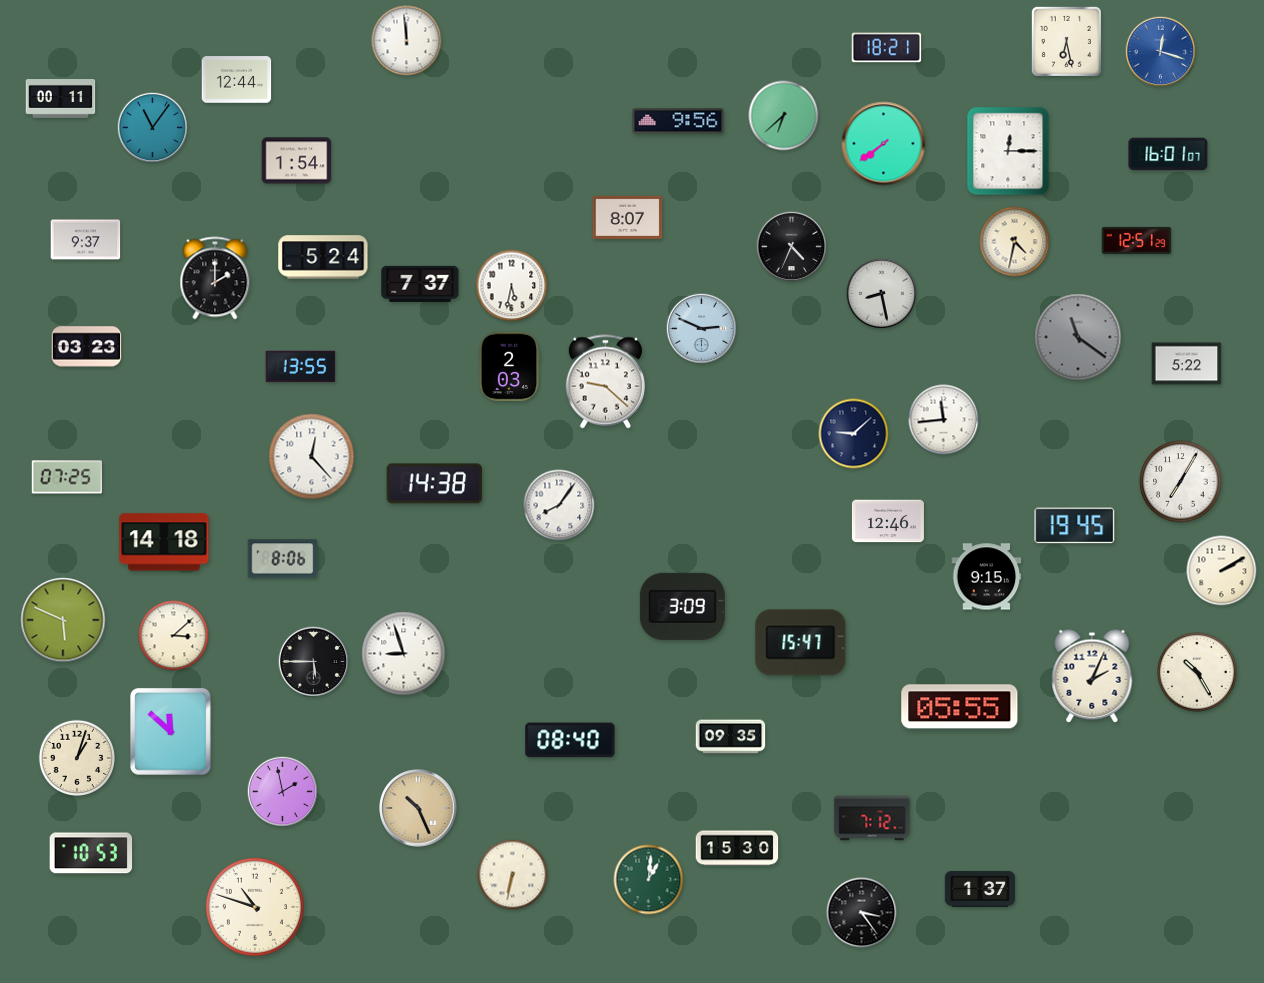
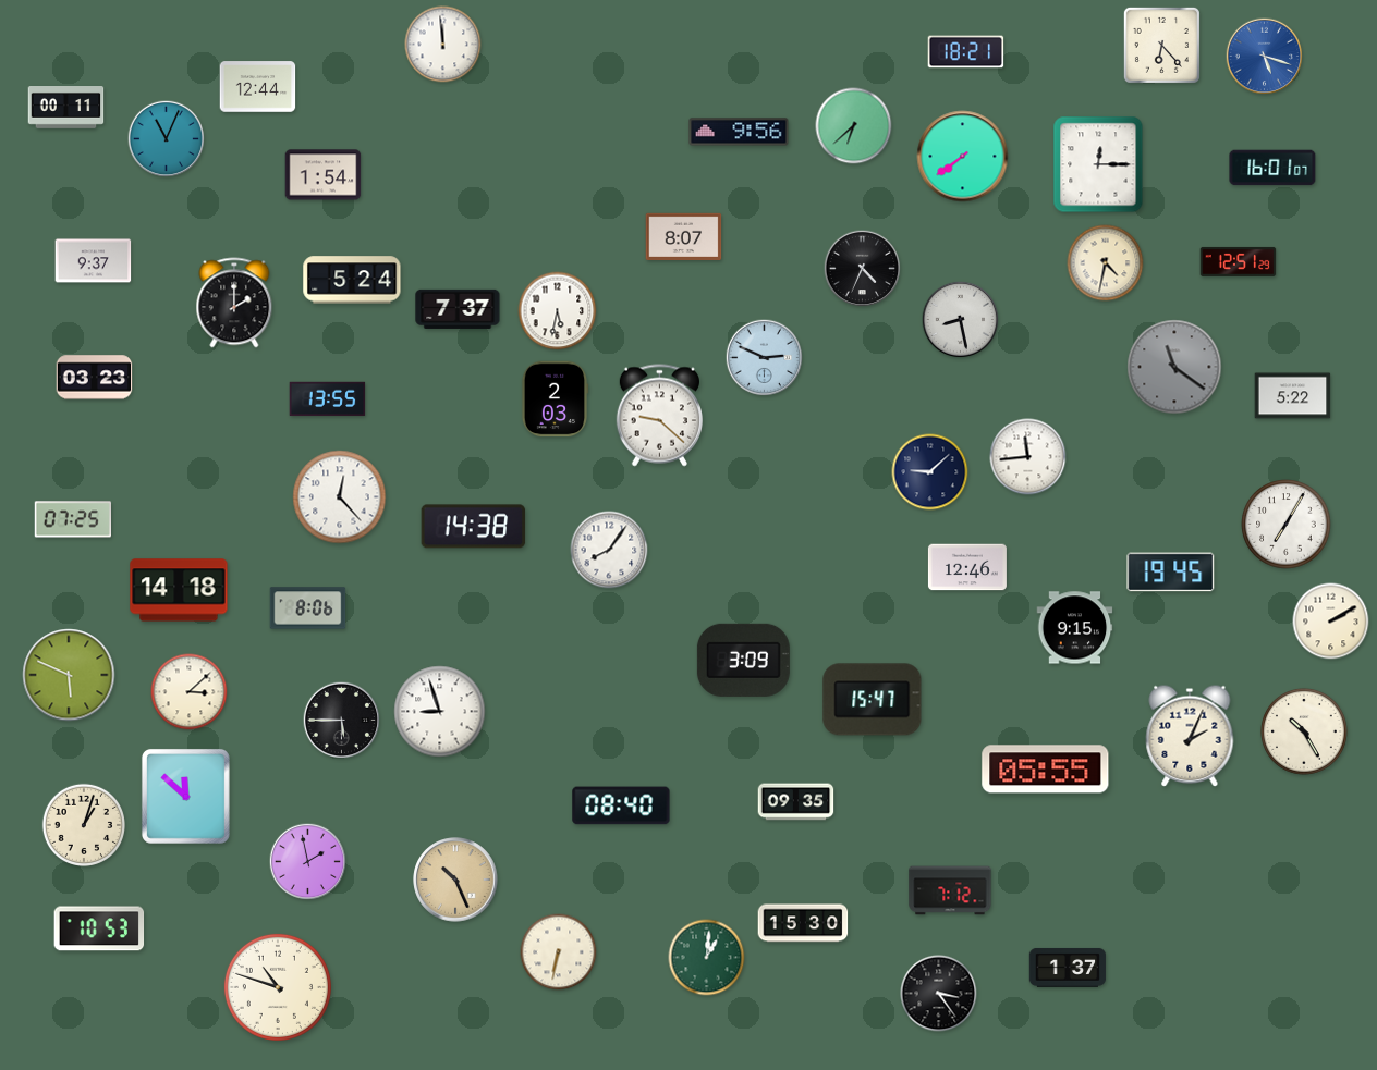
clock at (1066, 41): 6:28 -> 6:23
clock at (1161, 52): 12:18 -> 5:18
clock at (153, 128): 11:06 -> 11:04
